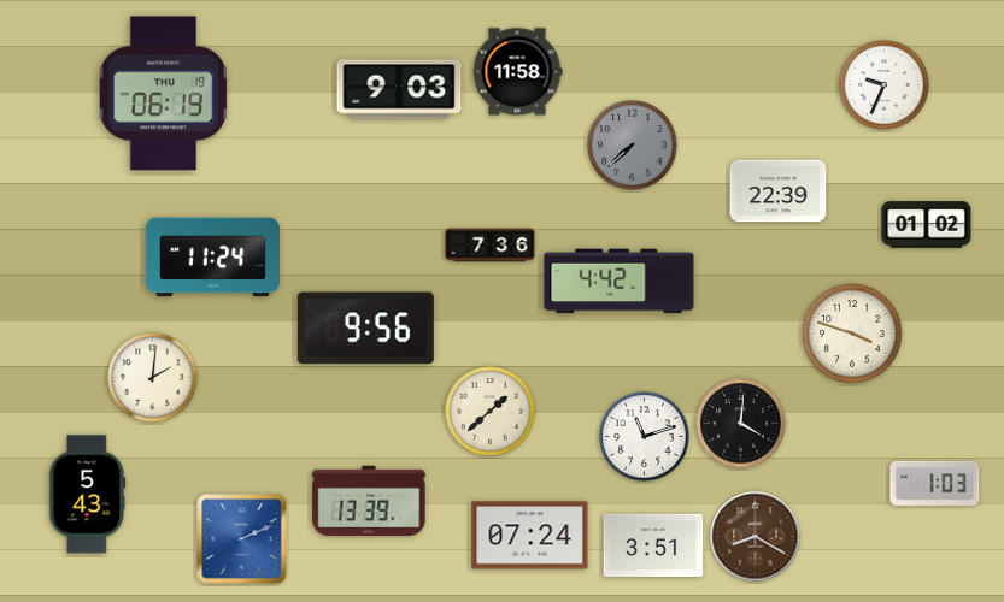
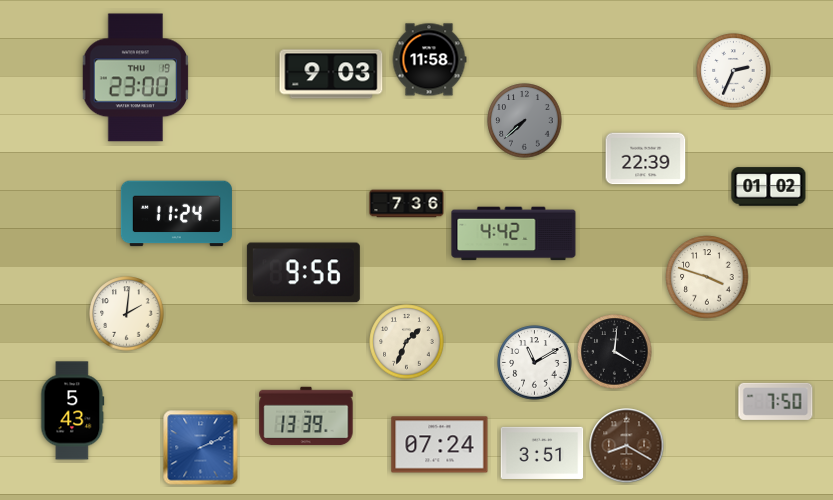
clock at (885, 85): 9:34 -> 2:34
clock at (164, 94): 06:19 -> 23:00
clock at (491, 412): 1:38 -> 1:34
clock at (645, 437): 11:12 -> 11:10
clock at (935, 483): 1:03 -> 7:50
